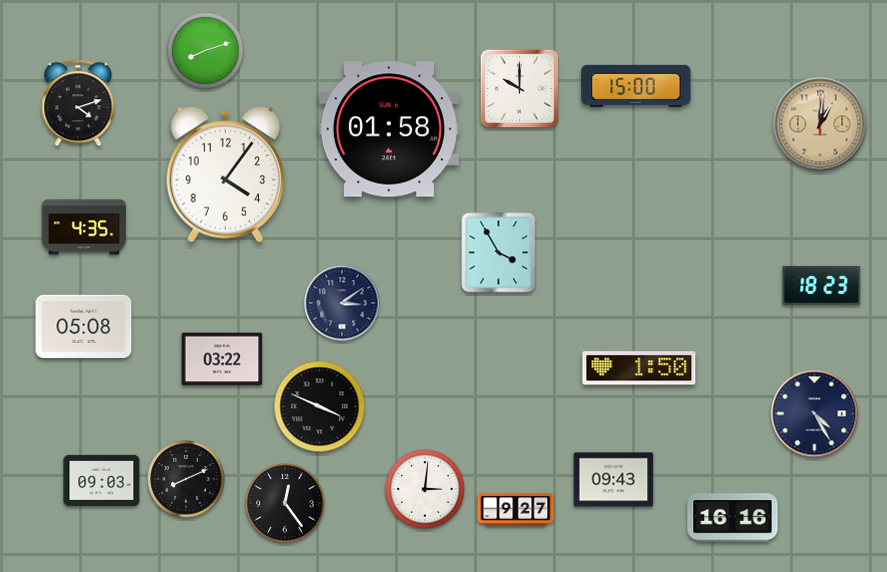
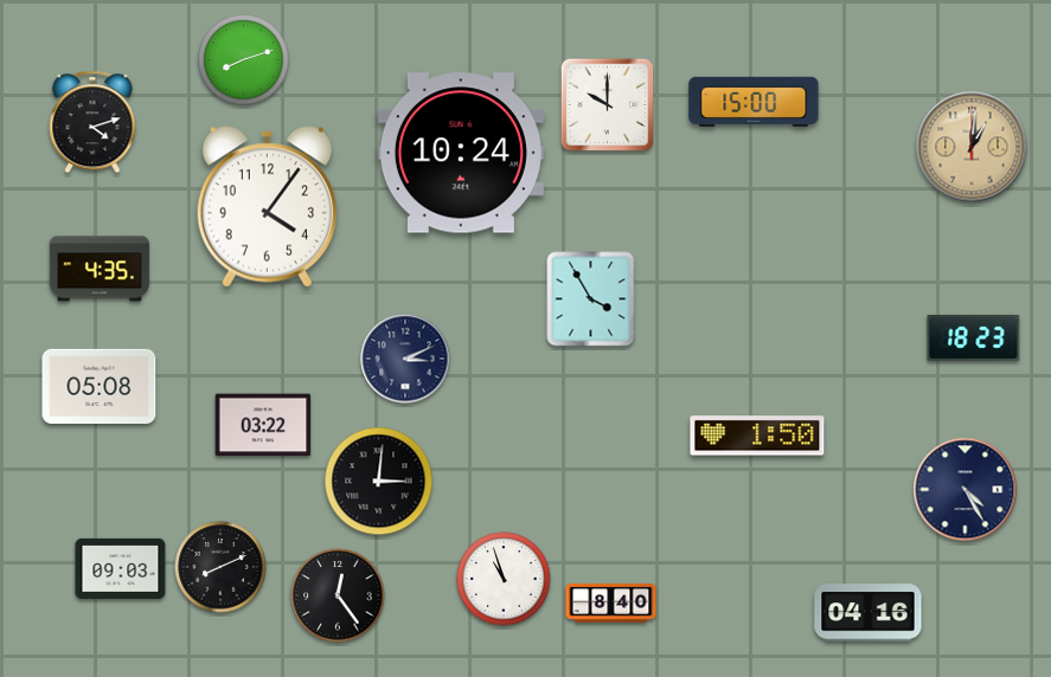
clock at (519, 88) position: (519, 88) -> (607, 104)
clock at (389, 129): 01:58 -> 10:24
clock at (342, 303): 3:09 -> 3:11
clock at (320, 407): 3:49 -> 3:01
clock at (614, 480): 09:43 -> none
clock at (425, 489): 3:01 -> 10:57
clock at (516, 510): 9:27 -> 8:40
clock at (733, 518): 16:16 -> 04:16
